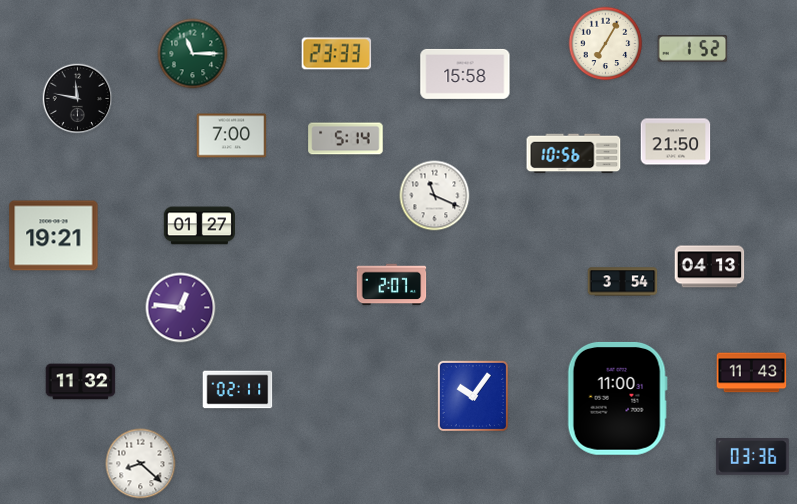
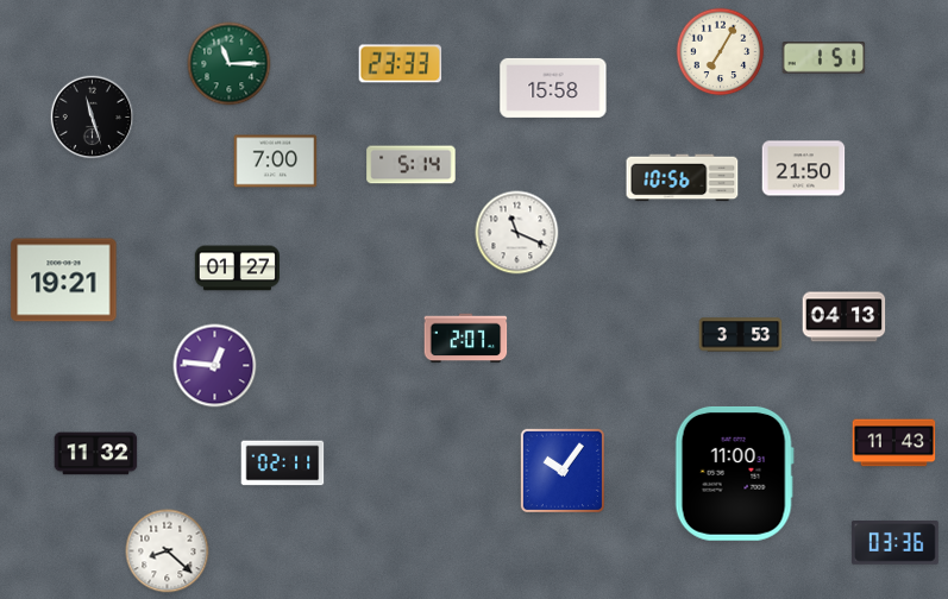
clock at (693, 49): 1:52 -> 1:51
clock at (78, 99): 11:47 -> 11:27
clock at (574, 154) position: (574, 154) -> (683, 178)
clock at (623, 282): 3:54 -> 3:53
